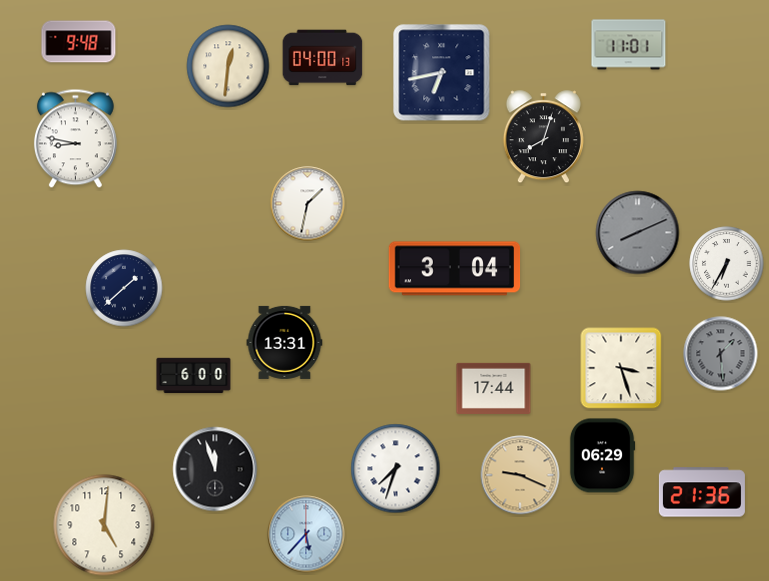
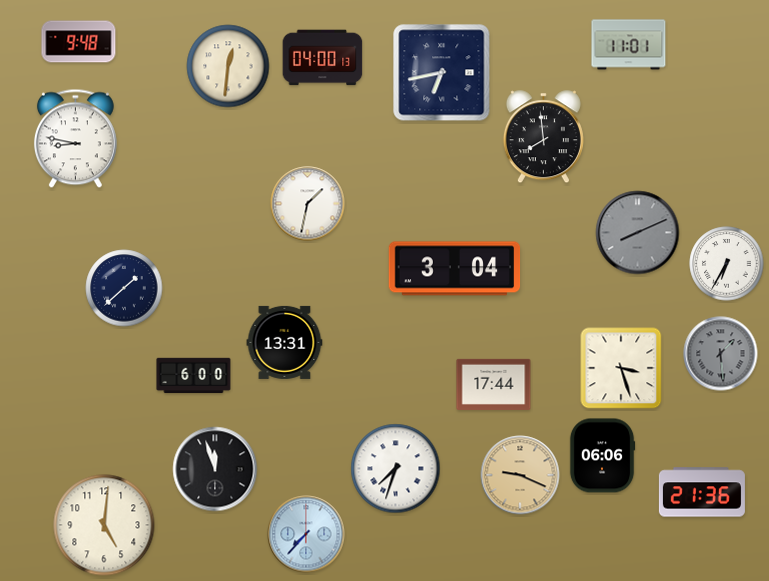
clock at (543, 137): 8:03 -> 7:59
clock at (494, 388) position: (494, 388) -> (494, 384)
clock at (602, 456): 06:29 -> 06:06
clock at (306, 534): 5:37 -> 7:37
